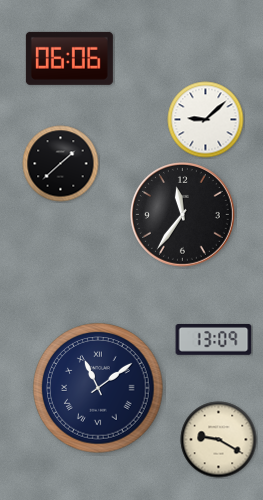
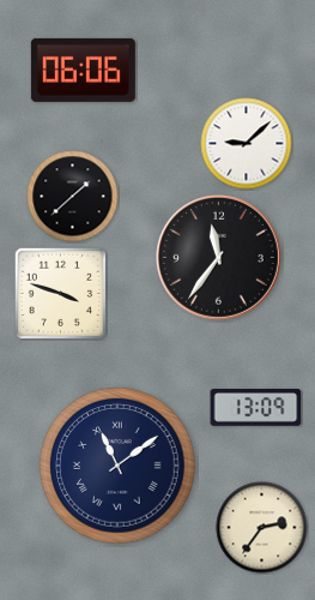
clock at (60, 293): none -> 3:48
clock at (219, 440): 9:20 -> 2:36
